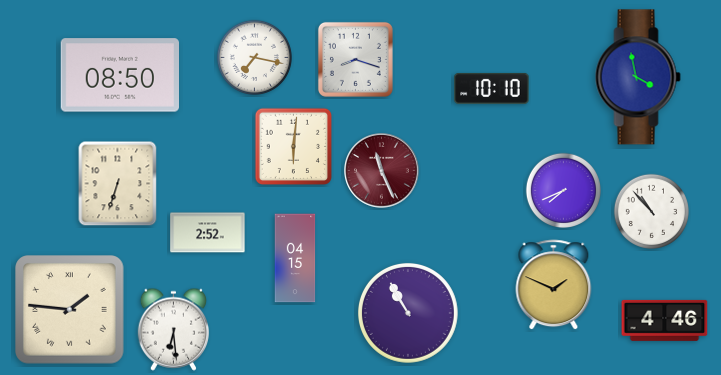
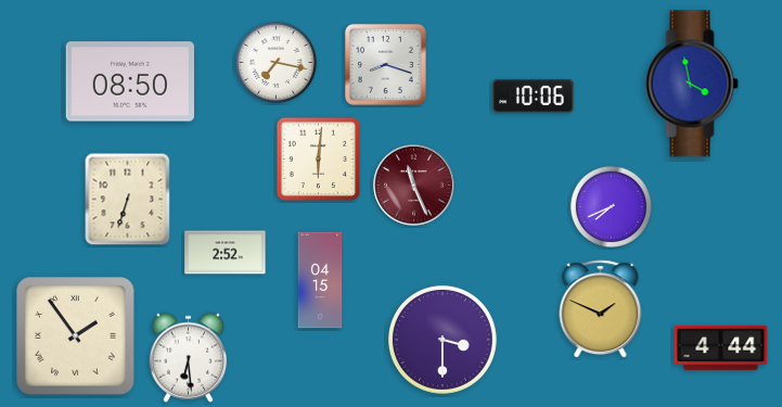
clock at (492, 88): 10:10 -> 10:06
clock at (651, 211): 10:53 -> none
clock at (70, 310): 1:46 -> 1:54
clock at (408, 313): 10:55 -> 3:30
clock at (665, 320): 4:46 -> 4:44
